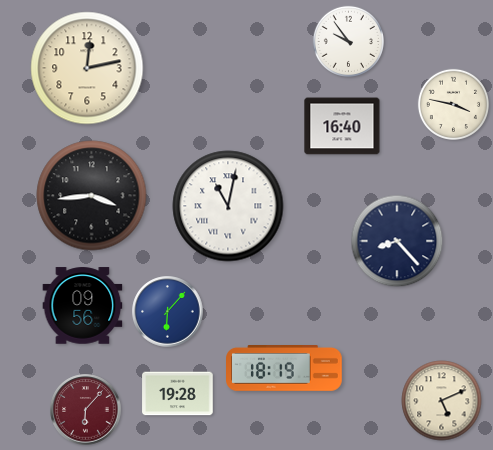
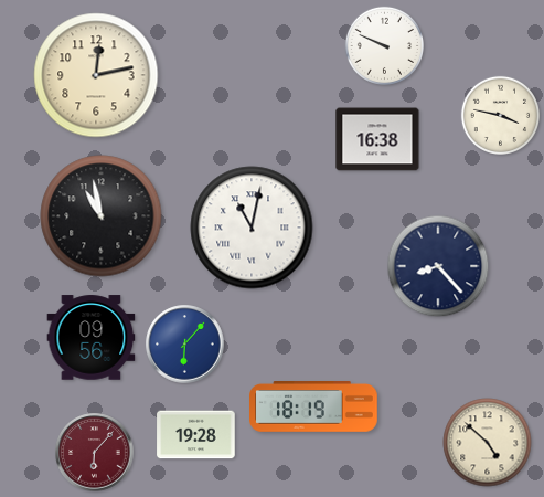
clock at (348, 41): 9:54 -> 9:49
clock at (342, 126): 16:40 -> 16:38
clock at (92, 196): 3:44 -> 10:58
clock at (442, 401): 5:11 -> 4:52
